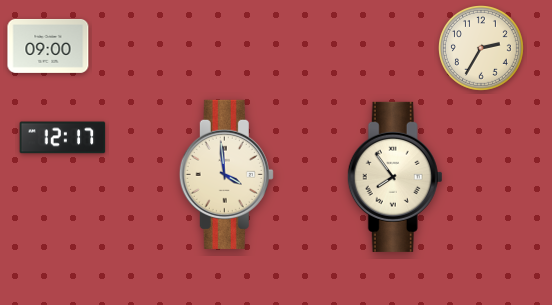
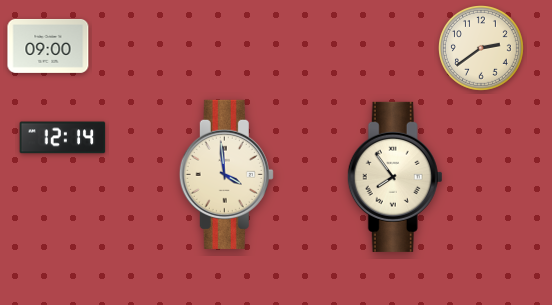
clock at (482, 49): 2:35 -> 2:39
clock at (63, 138): 12:17 -> 12:14
